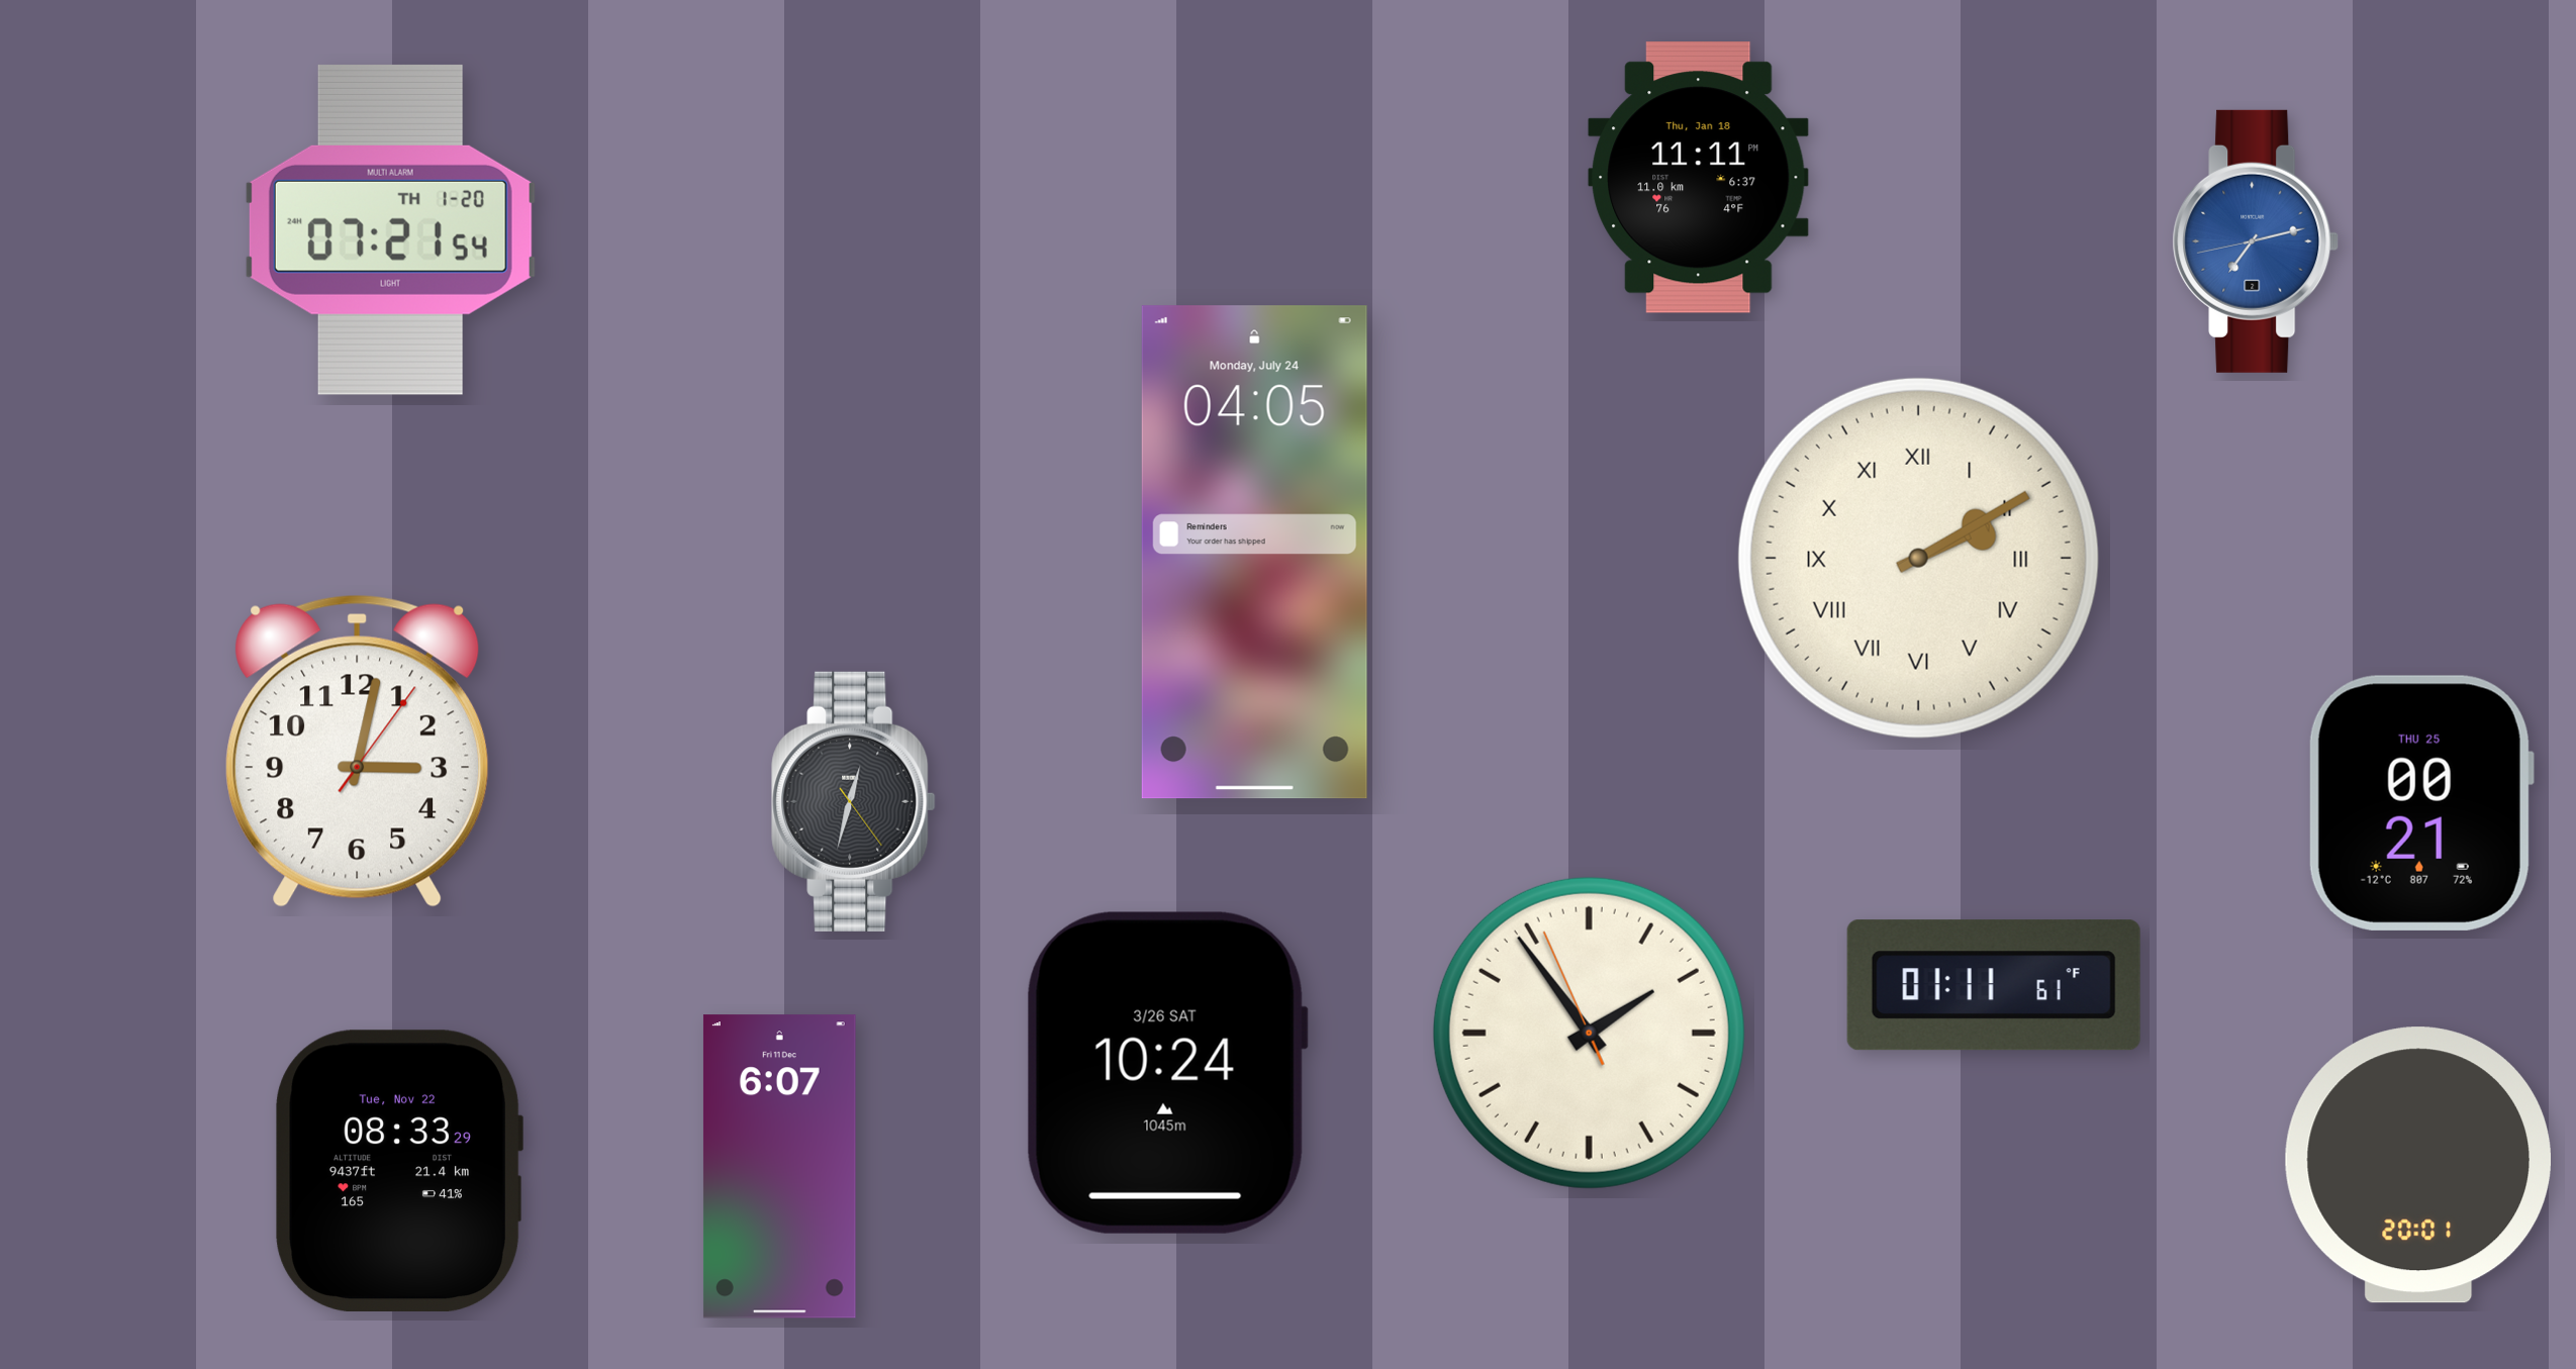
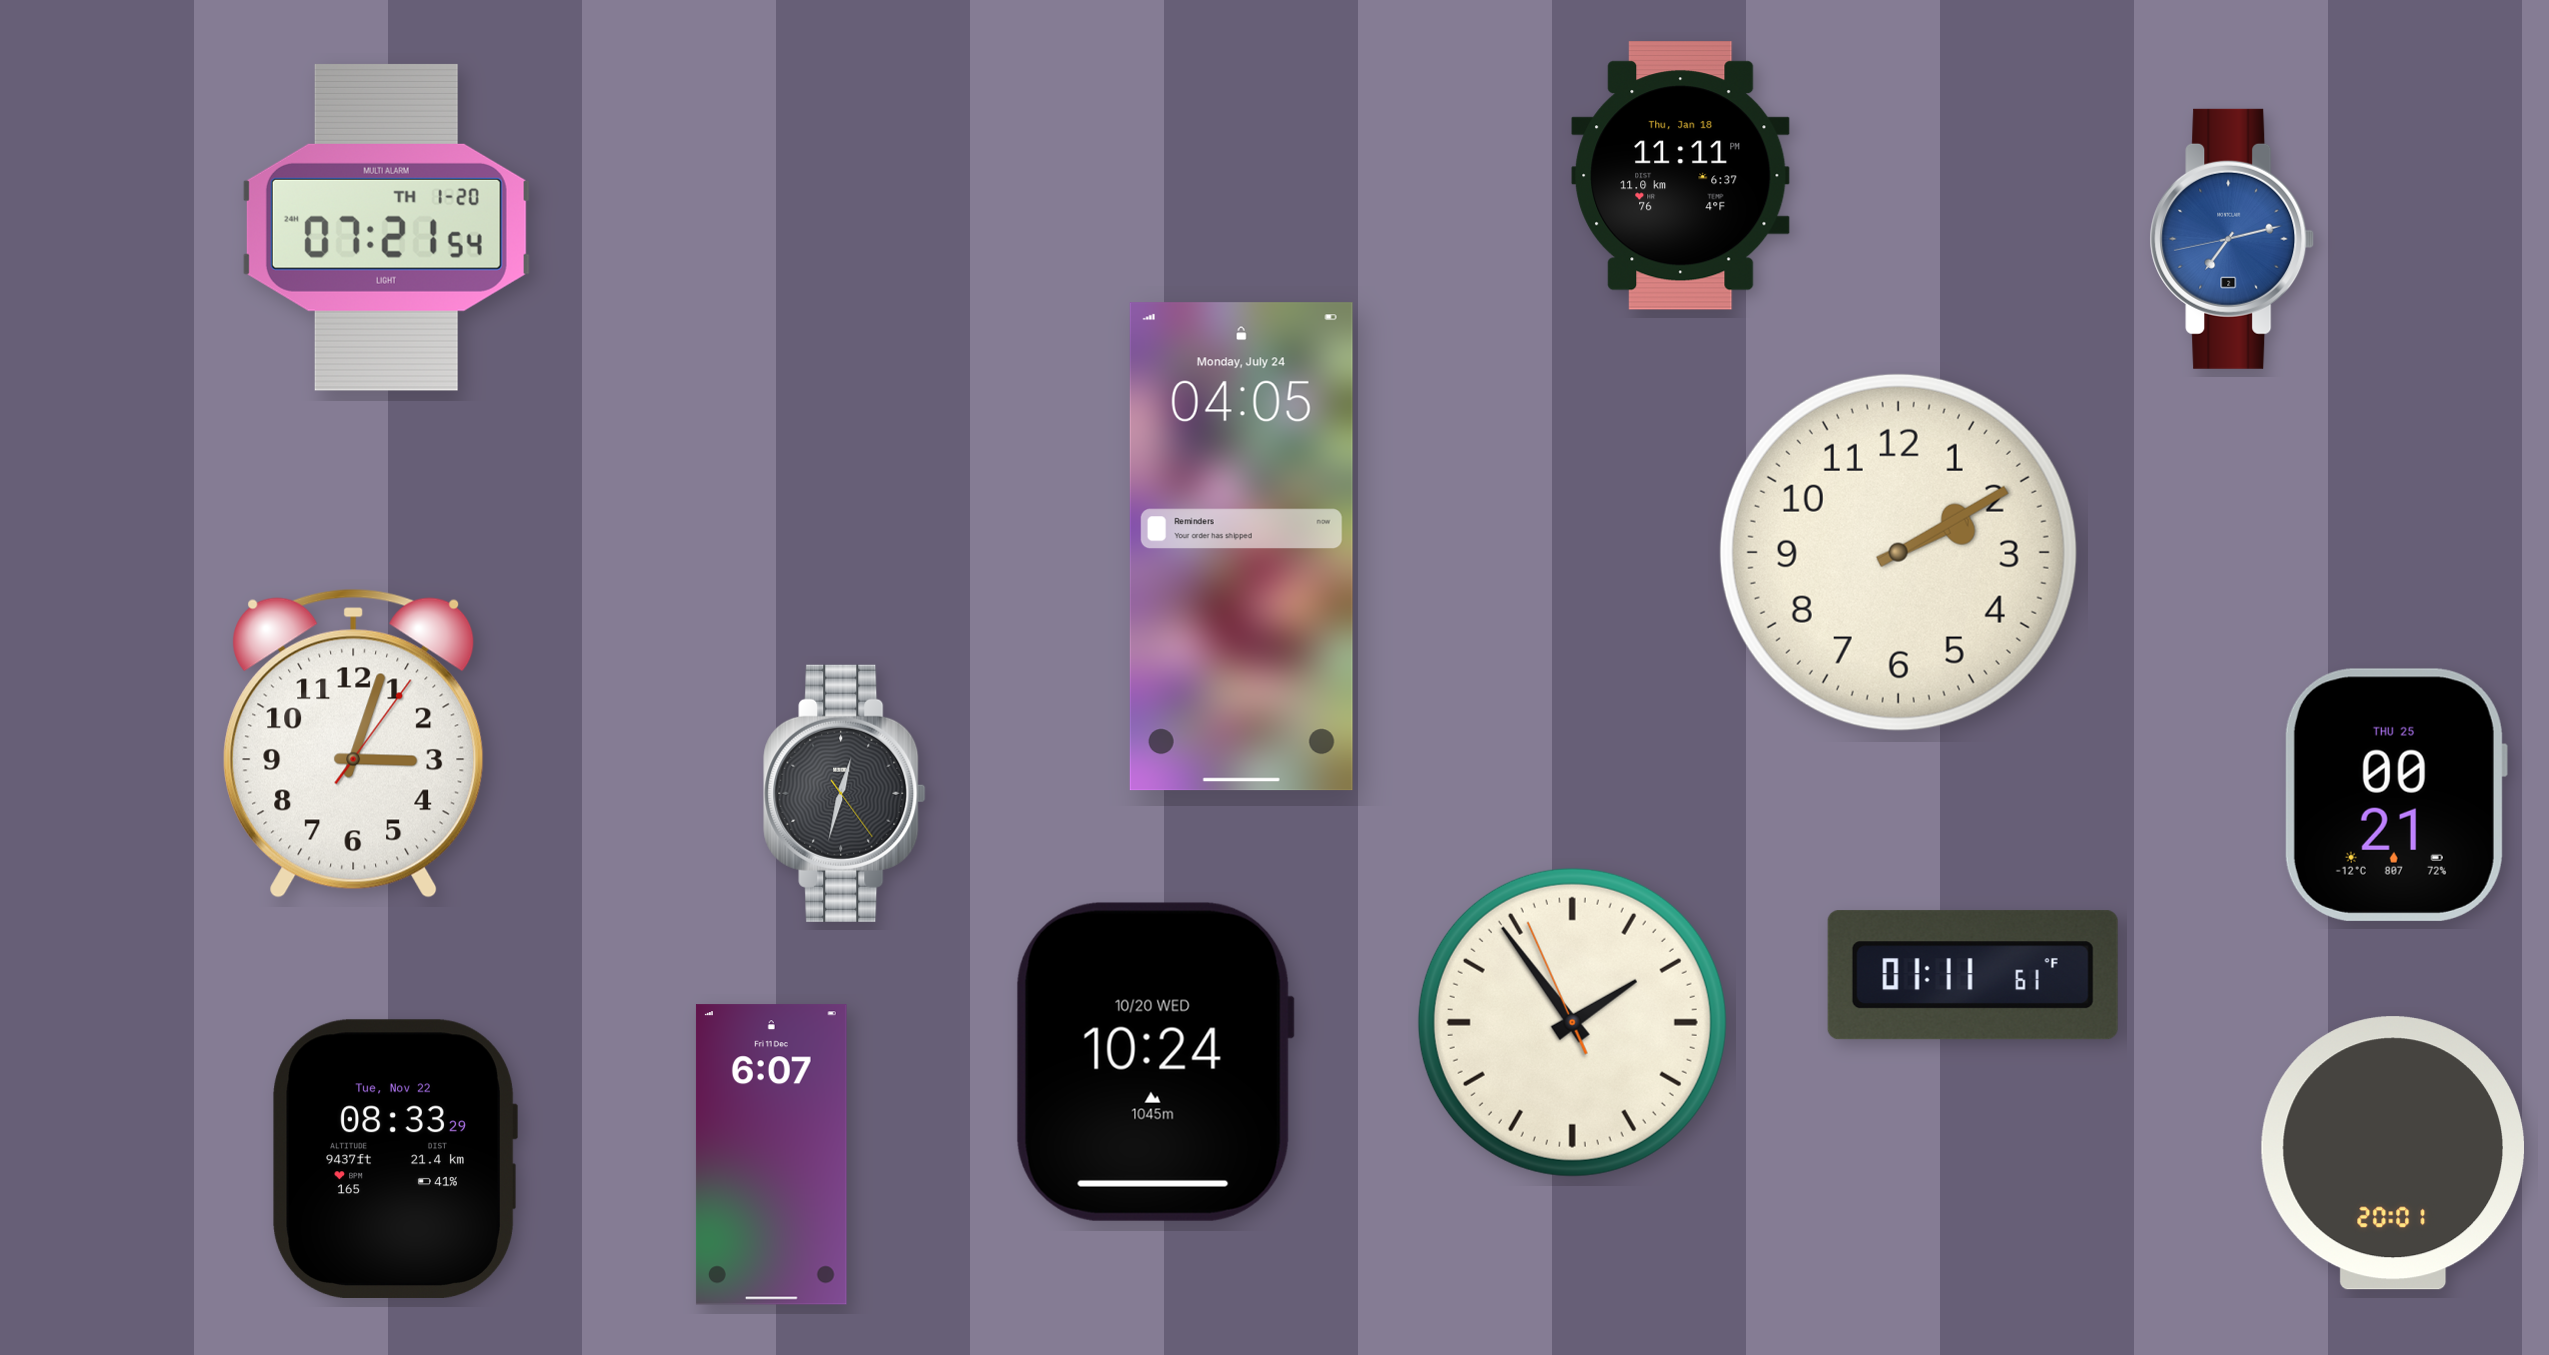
clock at (1918, 558) numerals: Roman -> Arabic
clock at (358, 751): 3:02 -> 3:03
clock at (1167, 1073) date: 3/26 SAT -> 10/20 WED
